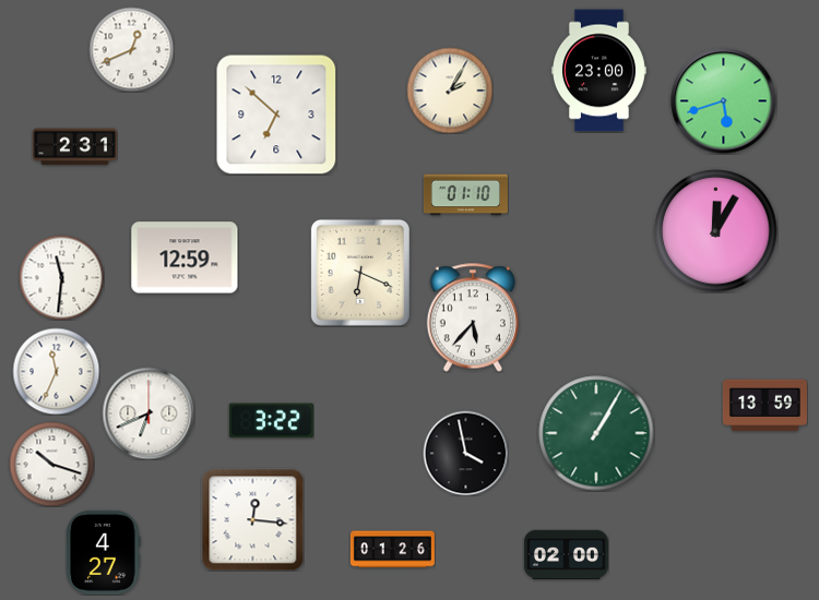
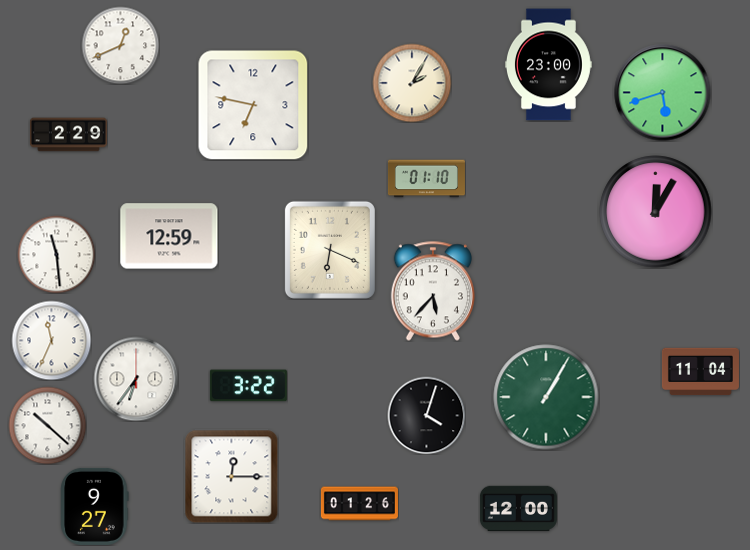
clock at (276, 115): 6:52 -> 6:47
clock at (74, 147): 2:31 -> 2:29
clock at (61, 277): 11:31 -> 11:29
clock at (764, 406): 13:59 -> 11:04
clock at (149, 413): 6:41 -> 6:36
clock at (465, 453): 3:58 -> 4:03
clock at (51, 464): 10:18 -> 10:22
clock at (252, 519): 12:16 -> 12:15
clock at (104, 552): 4:27 -> 9:27
clock at (566, 555): 02:00 -> 12:00
